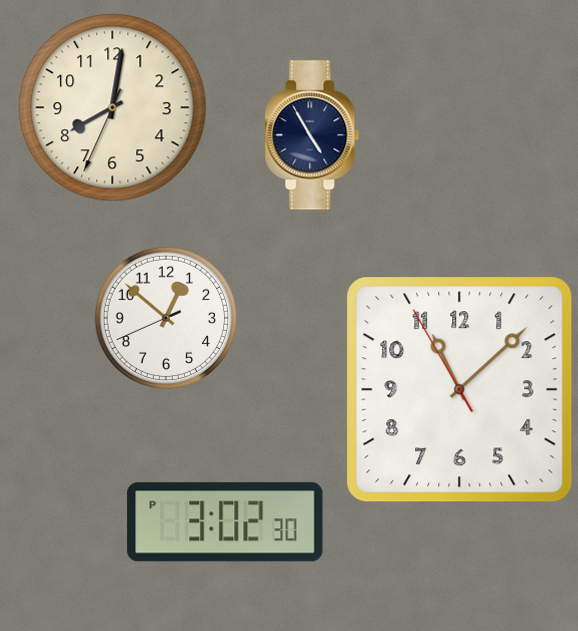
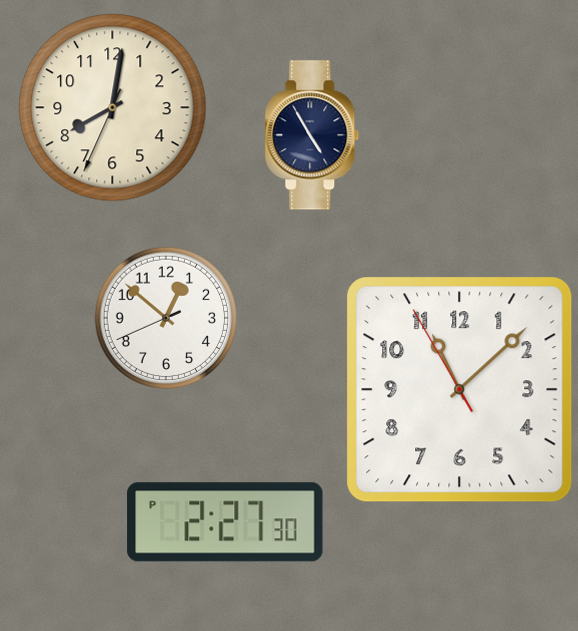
clock at (225, 522): 3:02 -> 2:27
